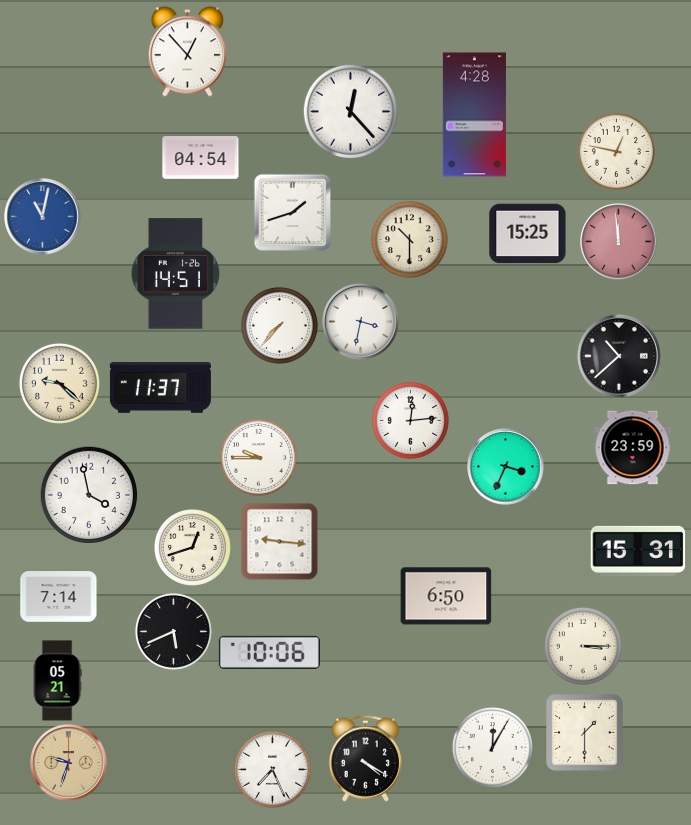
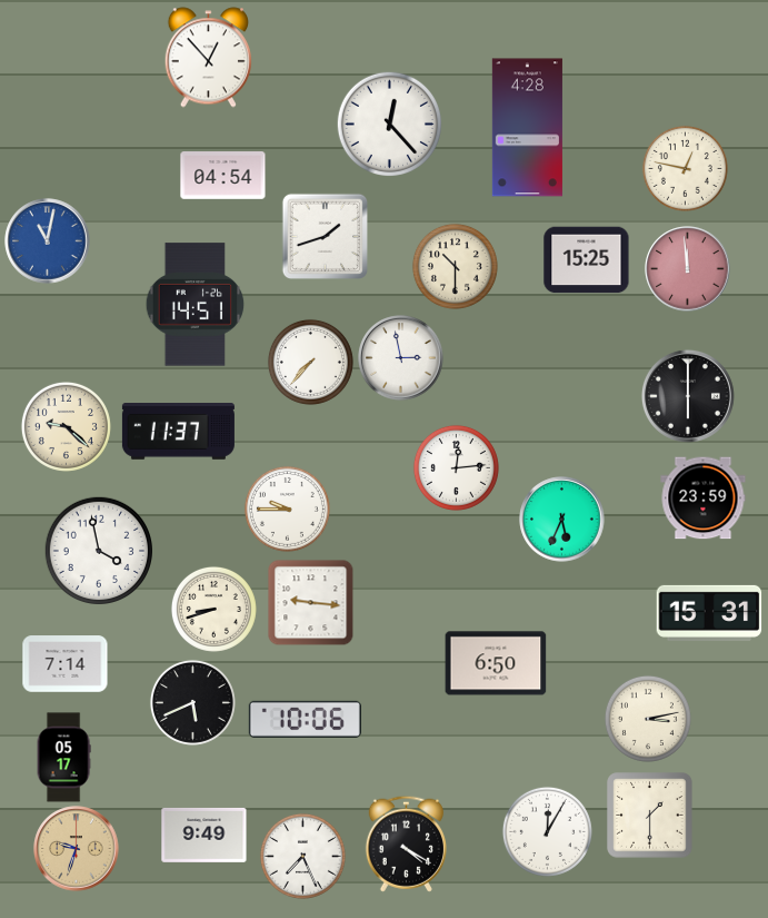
clock at (361, 322): 3:32 -> 2:58
clock at (619, 356): 10:38 -> 6:00
clock at (506, 467): 3:34 -> 5:34
clock at (192, 547): 12:42 -> 8:42
clock at (583, 646): 3:15 -> 3:13
clock at (269, 652) position: (269, 652) -> (305, 719)
clock at (57, 681): 05:21 -> 05:17
clock at (205, 835): none -> 9:49
